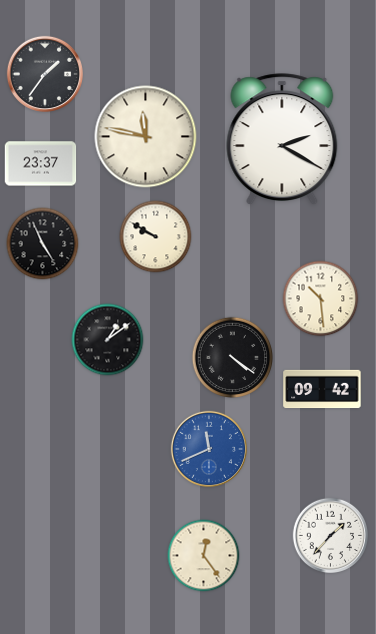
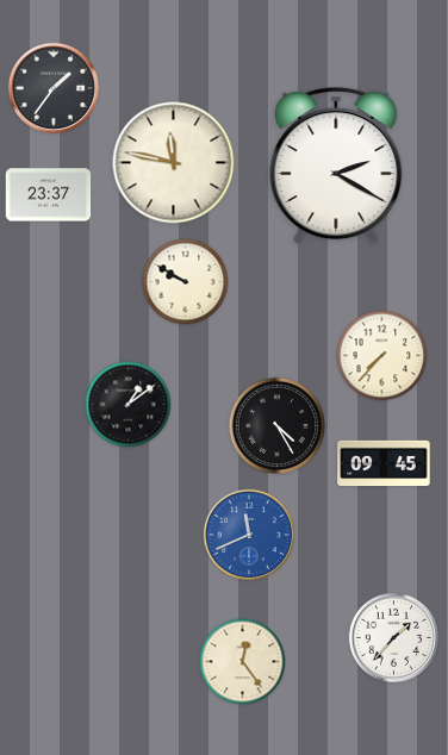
clock at (43, 244): 4:56 -> none
clock at (321, 299): 10:29 -> 7:37
clock at (232, 357): 4:21 -> 4:25
clock at (322, 389): 09:42 -> 09:45
